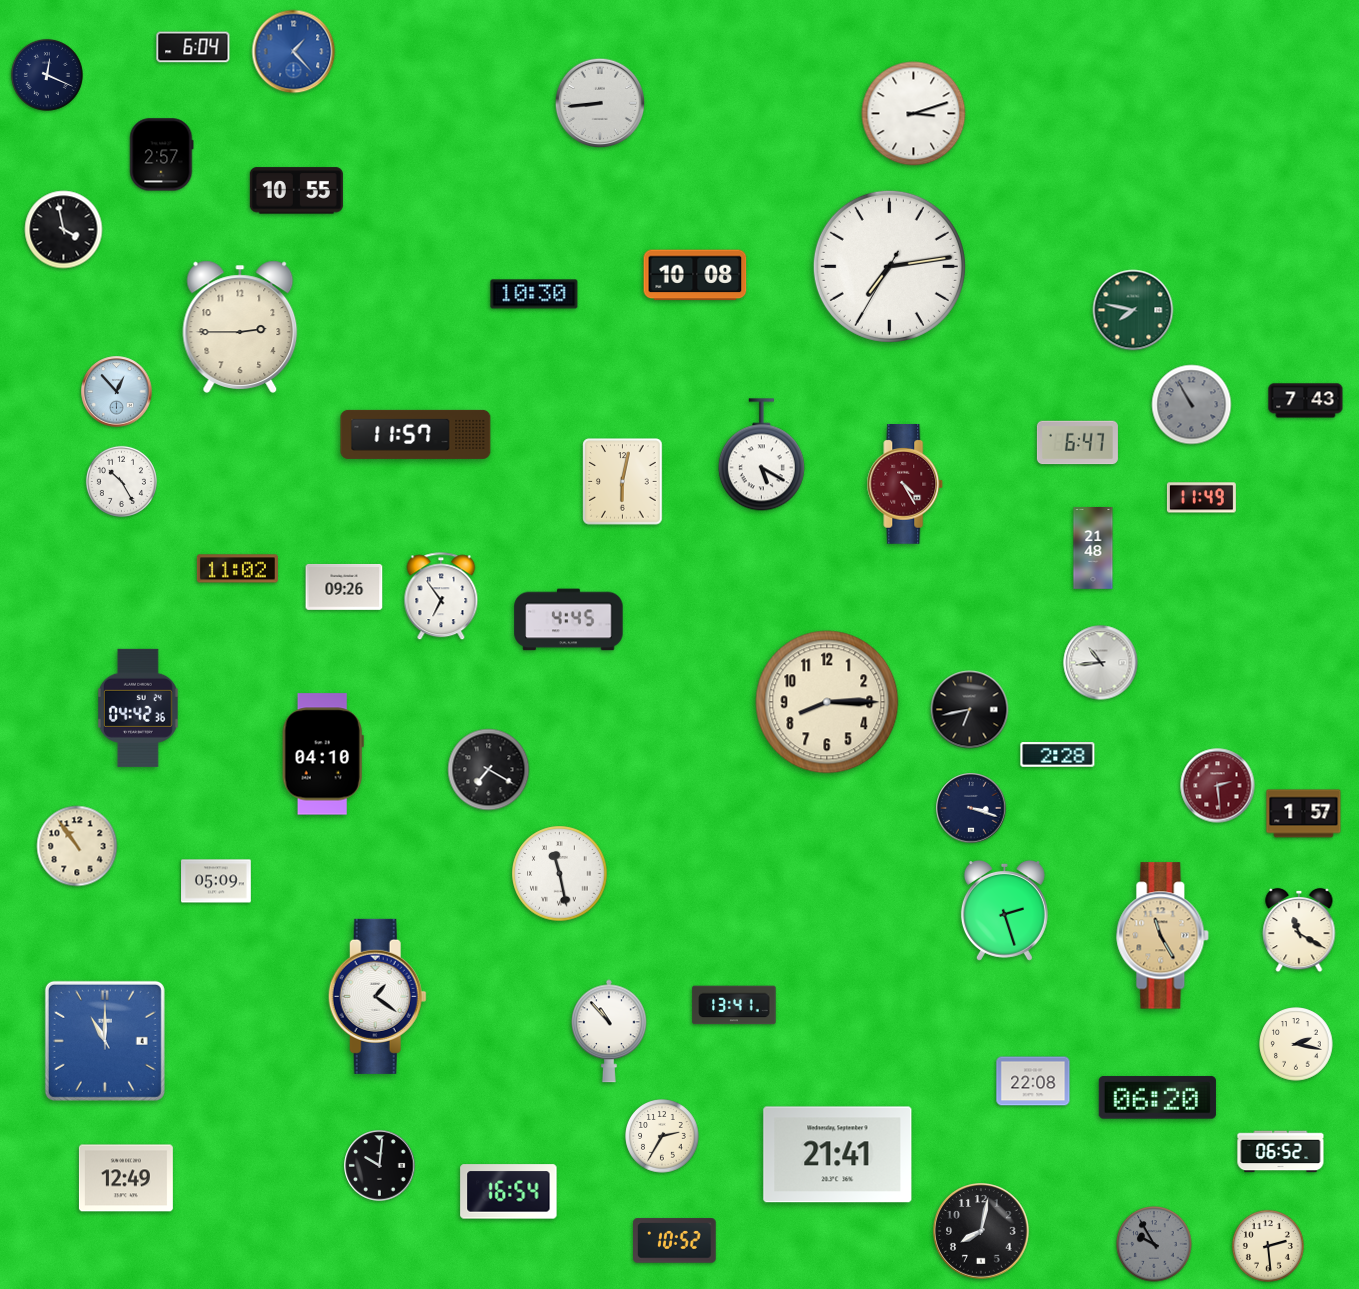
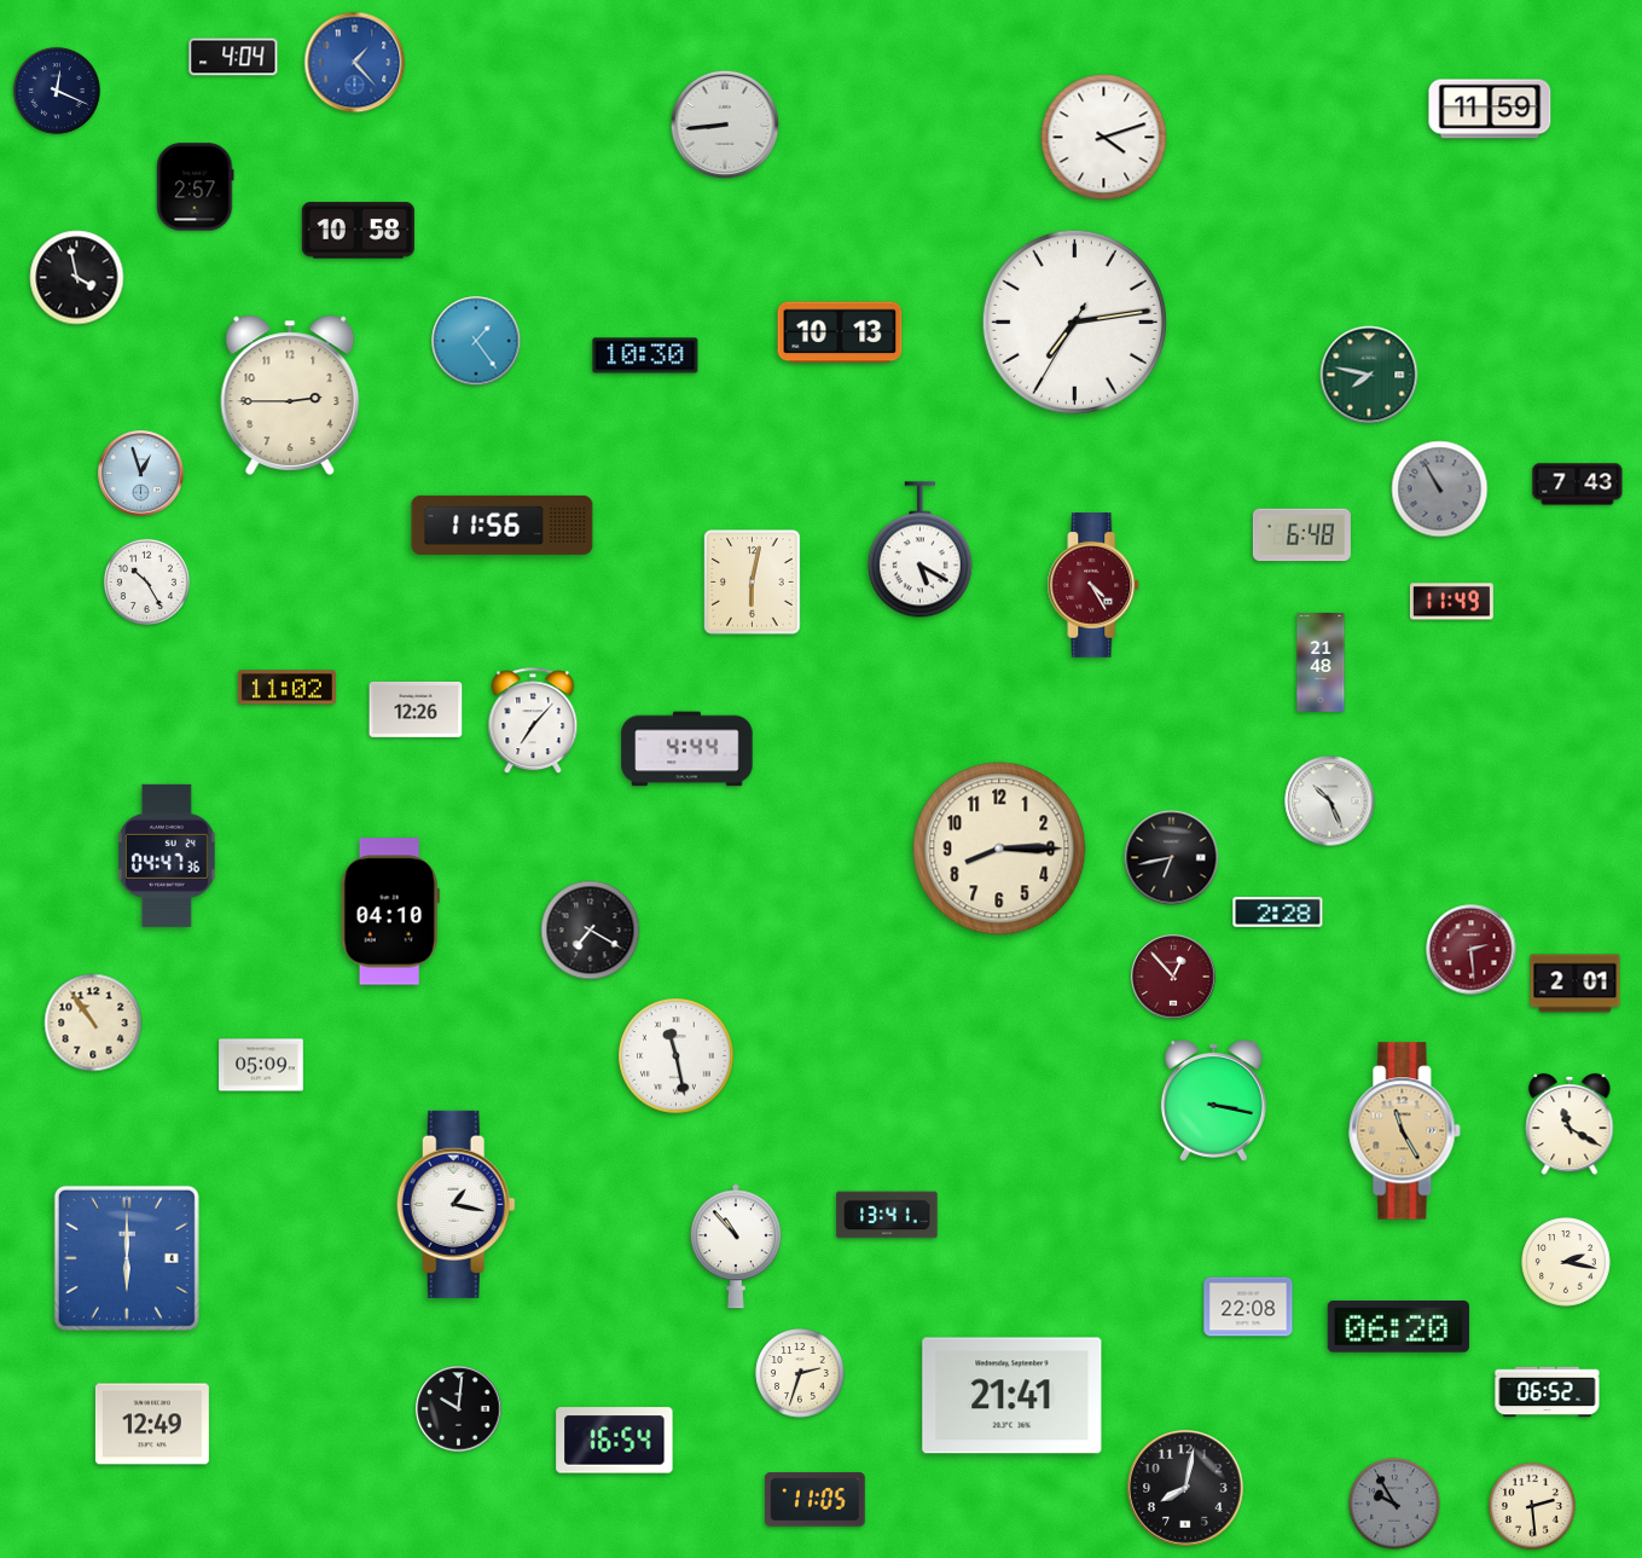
clock at (193, 47): 6:04 -> 4:04
clock at (1490, 109): none -> 11:59
clock at (914, 114): 3:12 -> 4:12
clock at (296, 191): 10:55 -> 10:58
clock at (695, 275): 10:08 -> 10:13
clock at (476, 341): none -> 1:24
clock at (117, 392): 12:53 -> 12:57
clock at (416, 434): 11:57 -> 11:56
clock at (1077, 443): 6:47 -> 6:48
clock at (344, 587): 09:26 -> 12:26
clock at (441, 597): 6:54 -> 7:07
clock at (569, 620): 4:45 -> 4:44
clock at (1101, 663): 10:44 -> 10:26
clock at (138, 708): 04:42 -> 04:47
clock at (971, 808): 3:18 -> 12:53
clock at (971, 808) dial: navy -> burgundy
clock at (1304, 814): 1:57 -> 2:01
clock at (1004, 910): 2:27 -> 3:17
clock at (377, 996): 1:21 -> 1:17
clock at (105, 1041): 11:00 -> 6:00
clock at (662, 1136): 2:35 -> 2:33
clock at (675, 1241): 10:52 -> 11:05
